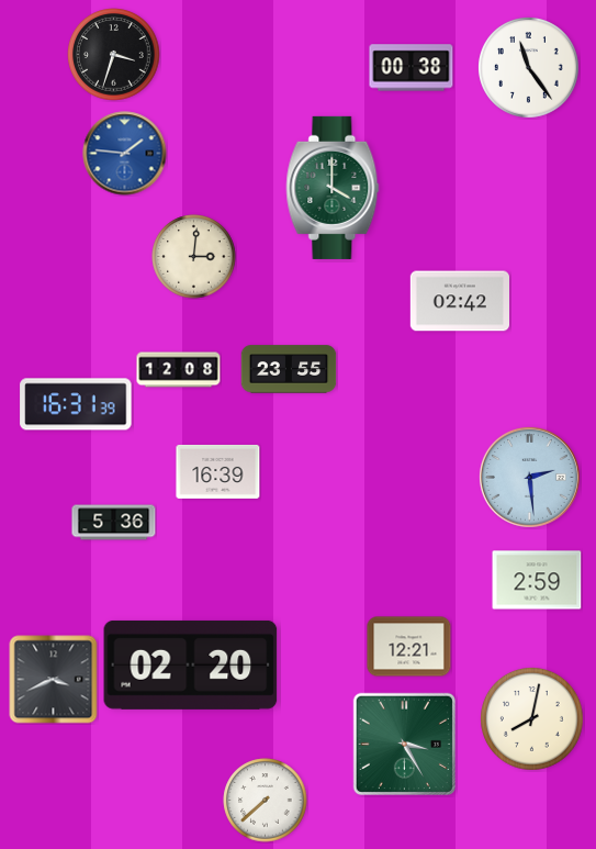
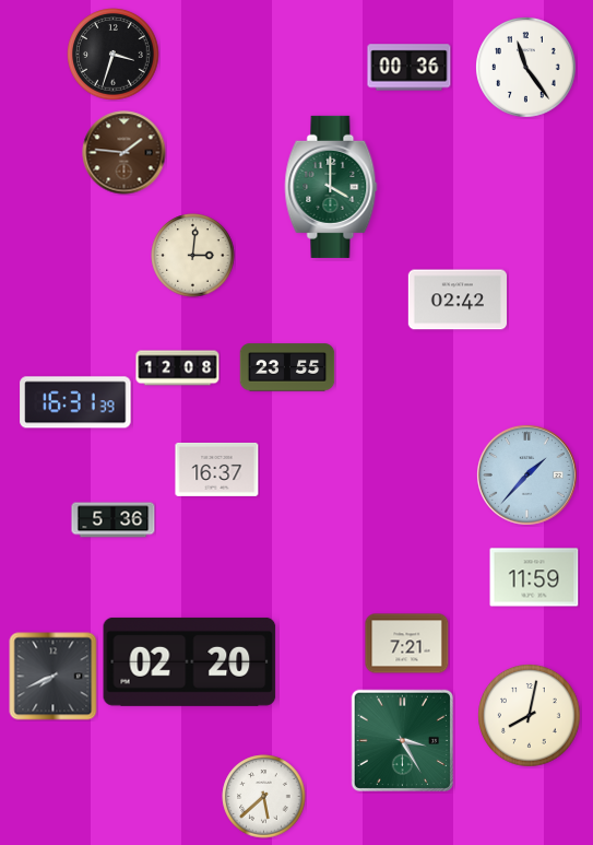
clock at (412, 68): 00:38 -> 00:36
clock at (125, 154) dial: blue -> brown
clock at (218, 471): 16:39 -> 16:37
clock at (529, 477): 2:29 -> 1:37
clock at (537, 580): 2:59 -> 11:59
clock at (409, 647): 12:21 -> 7:21
clock at (54, 680): 3:41 -> 7:41
clock at (266, 801): 7:38 -> 5:38
